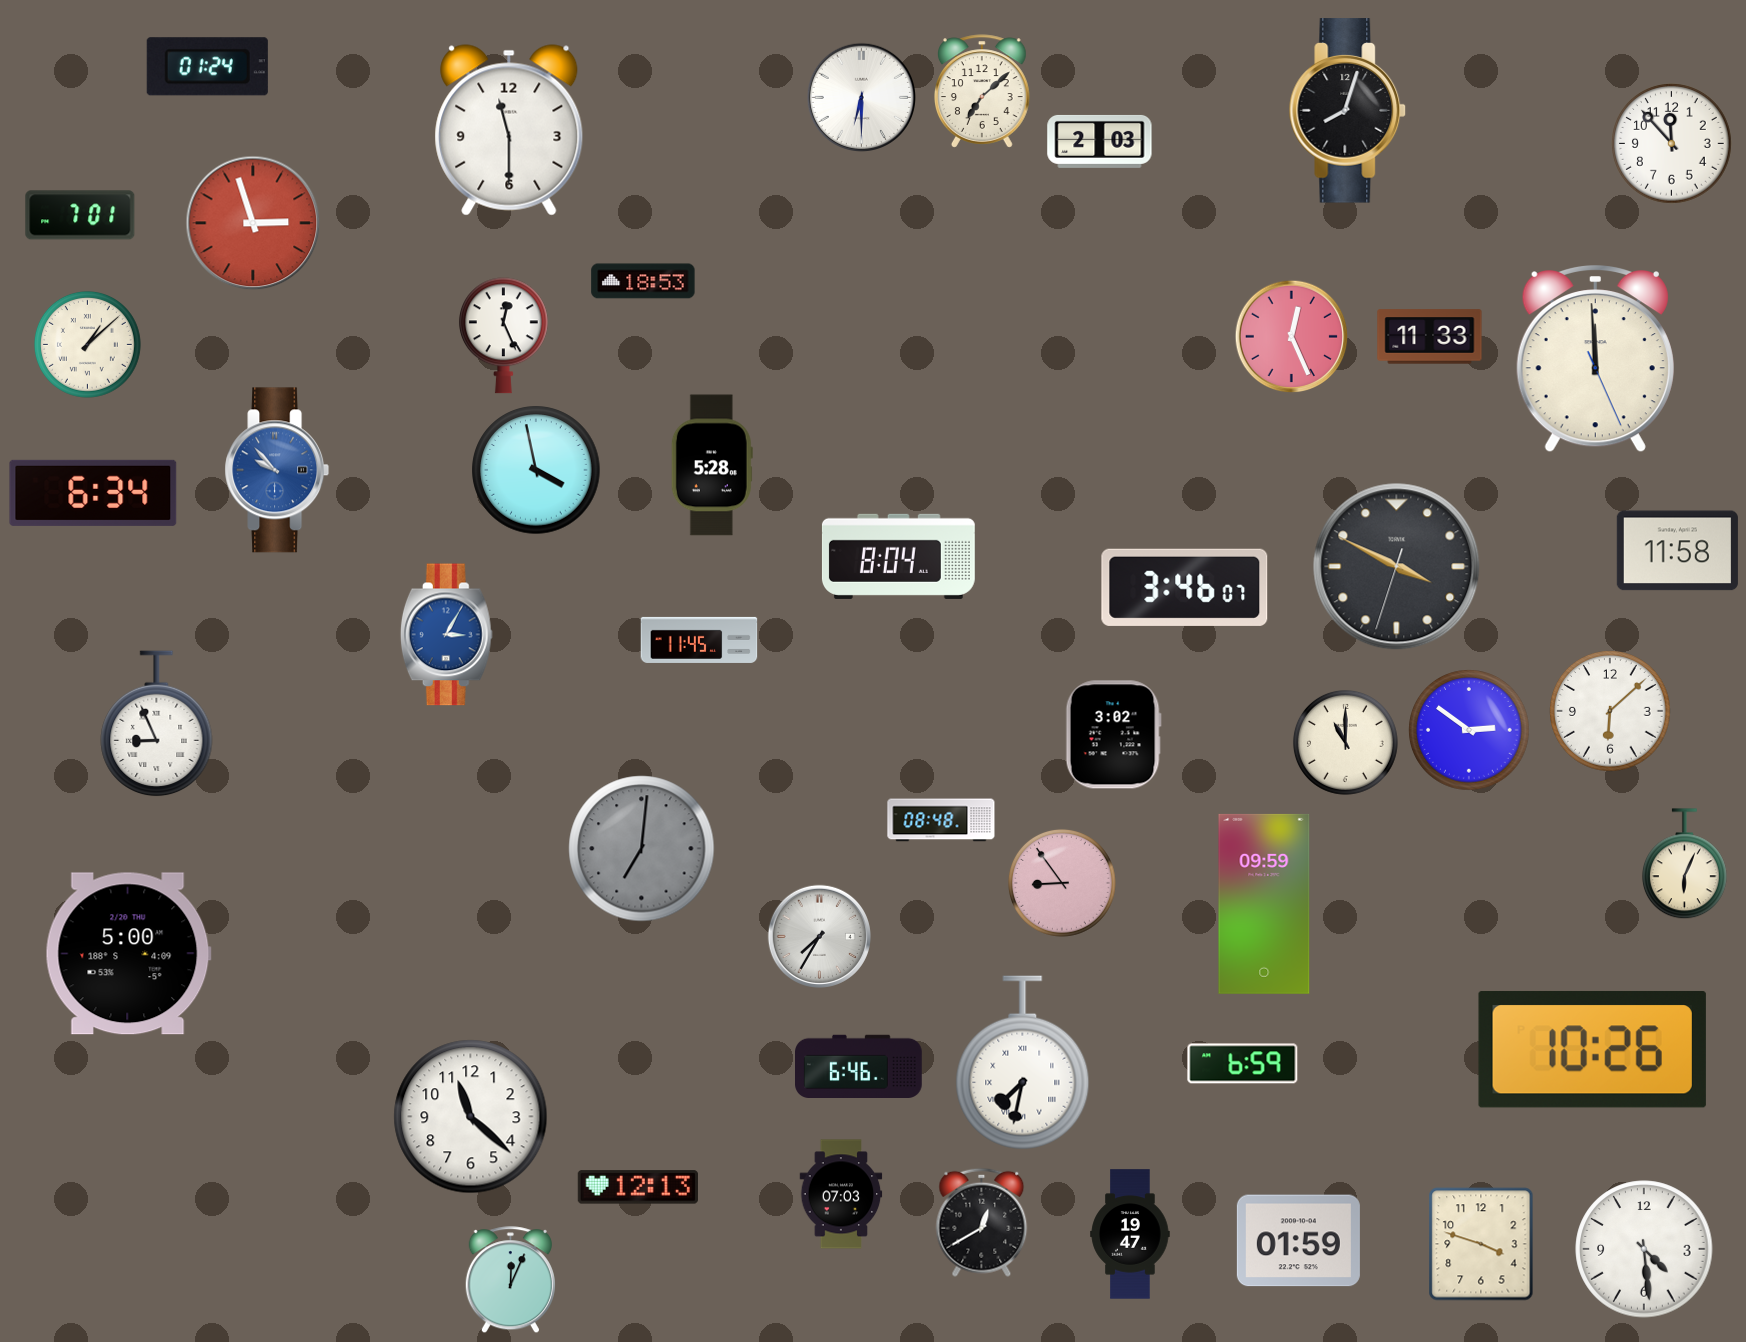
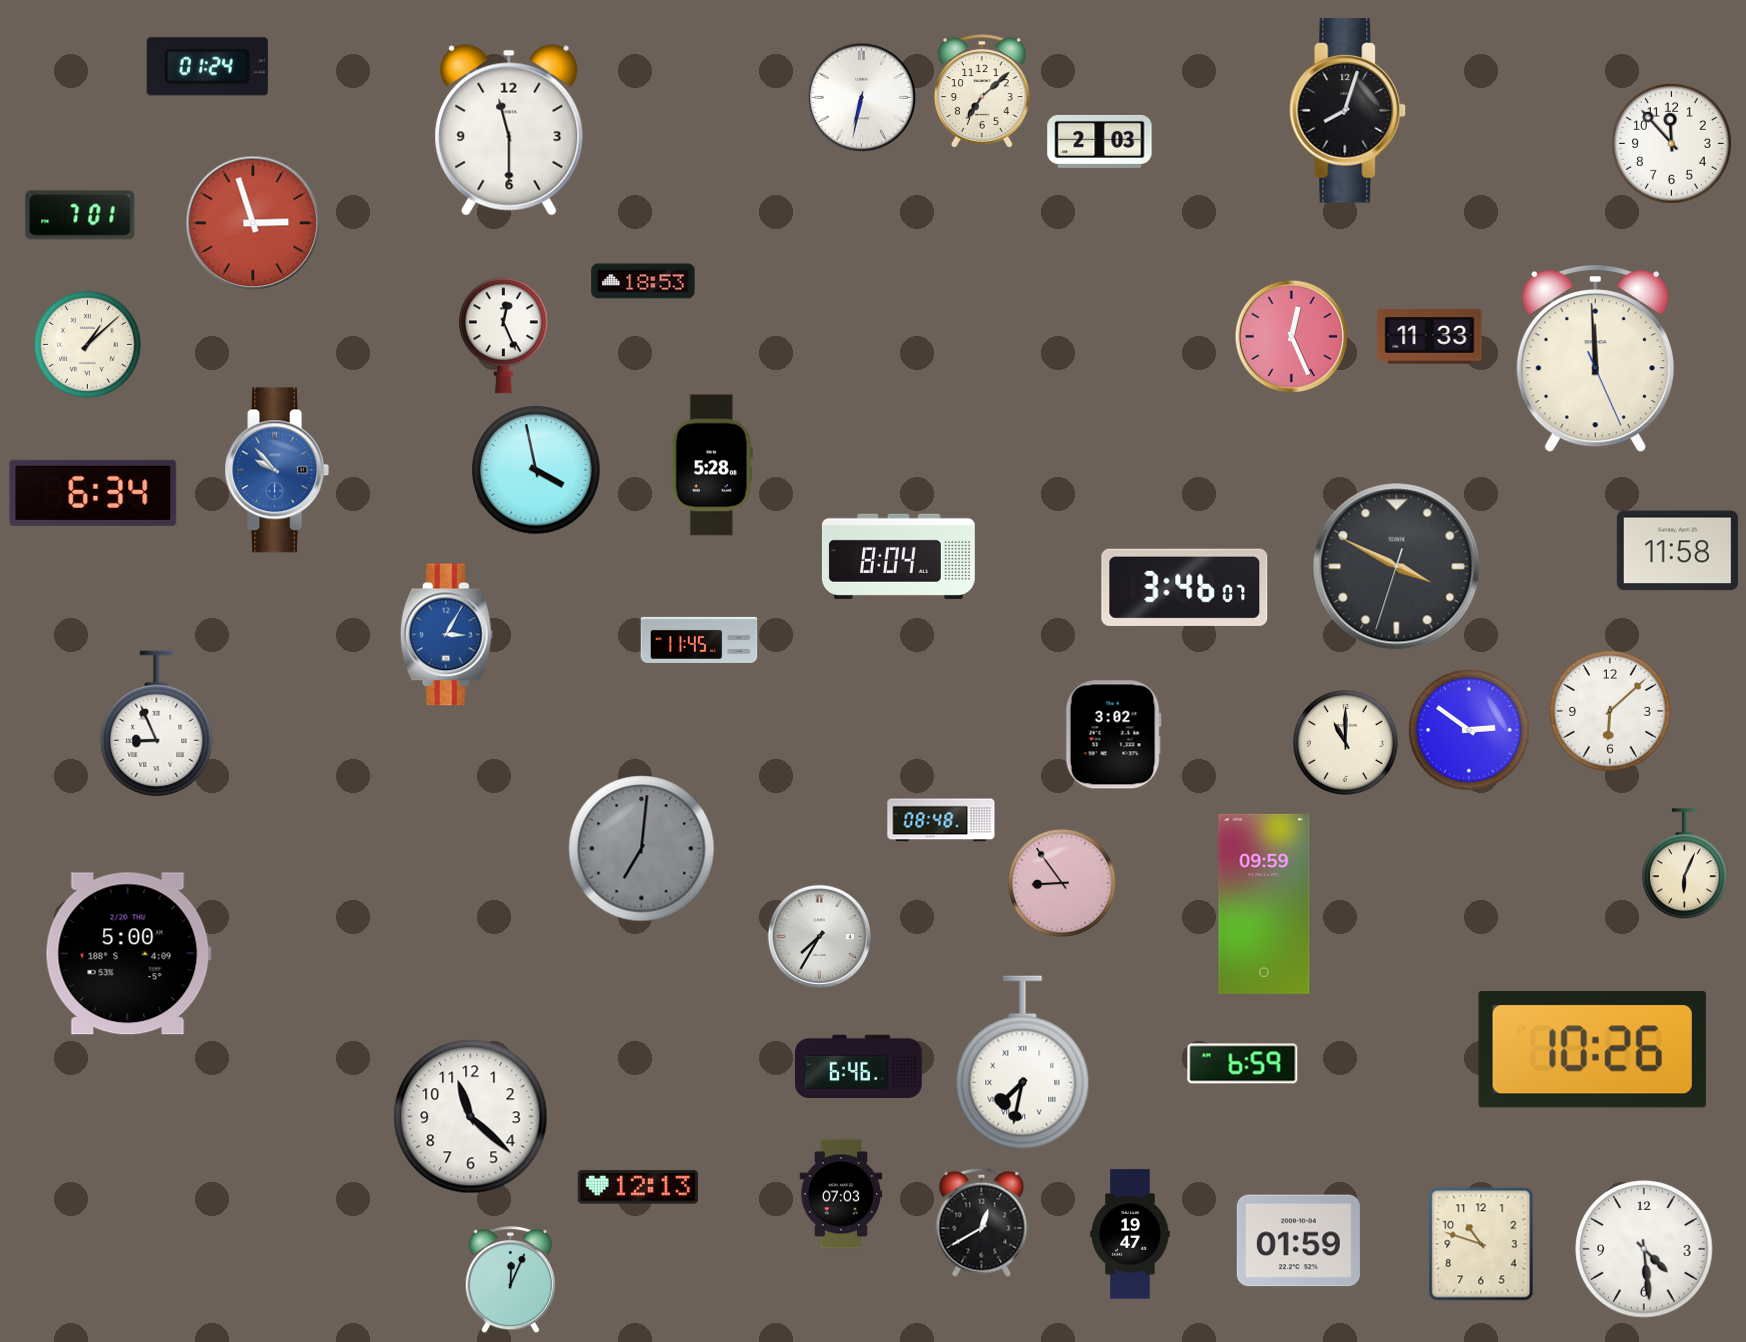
clock at (861, 97): 6:30 -> 6:32
clock at (1481, 1244): 3:48 -> 10:48
